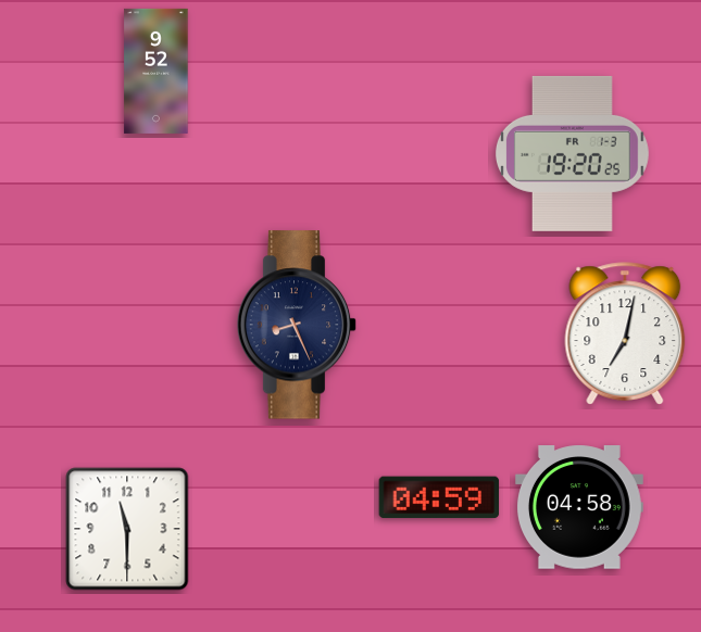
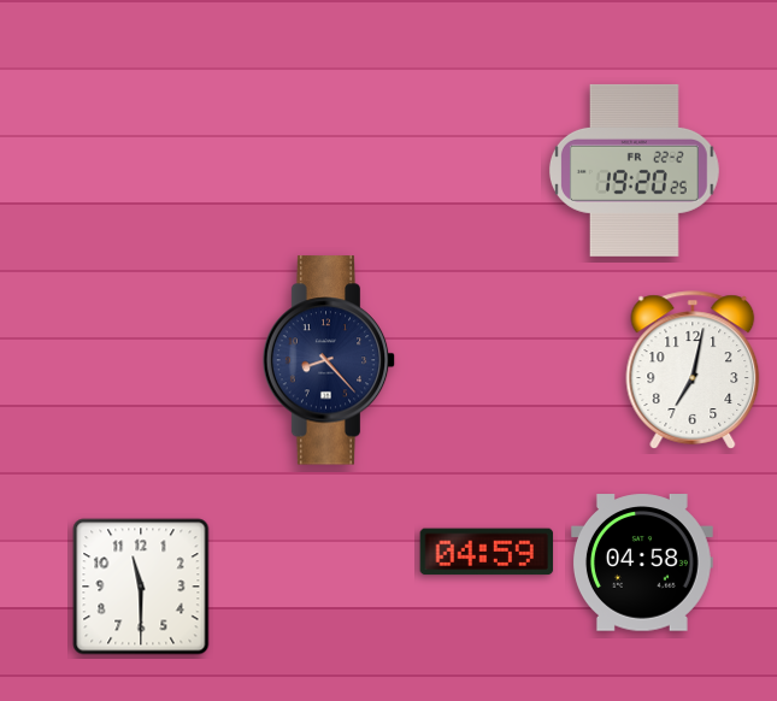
clock at (157, 71): 9:52 -> none
clock at (572, 153) date: FR 1-3 -> FR 22-2
clock at (297, 325): 8:26 -> 8:23
